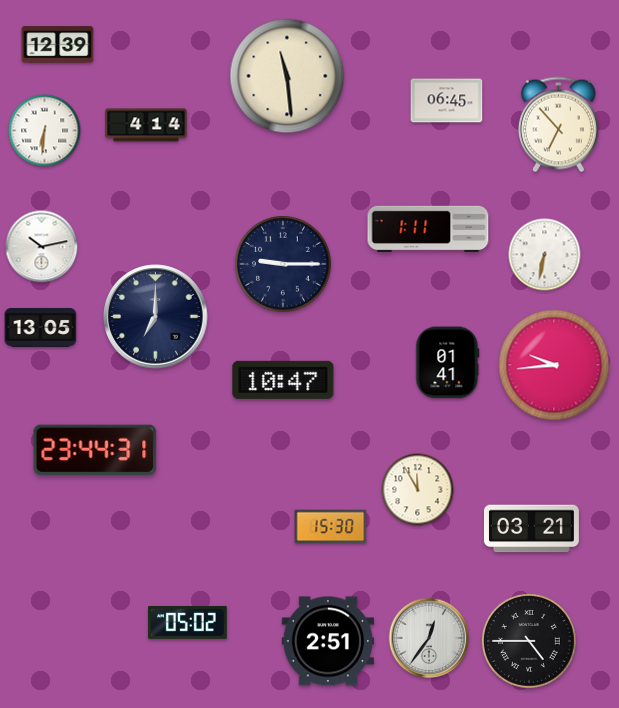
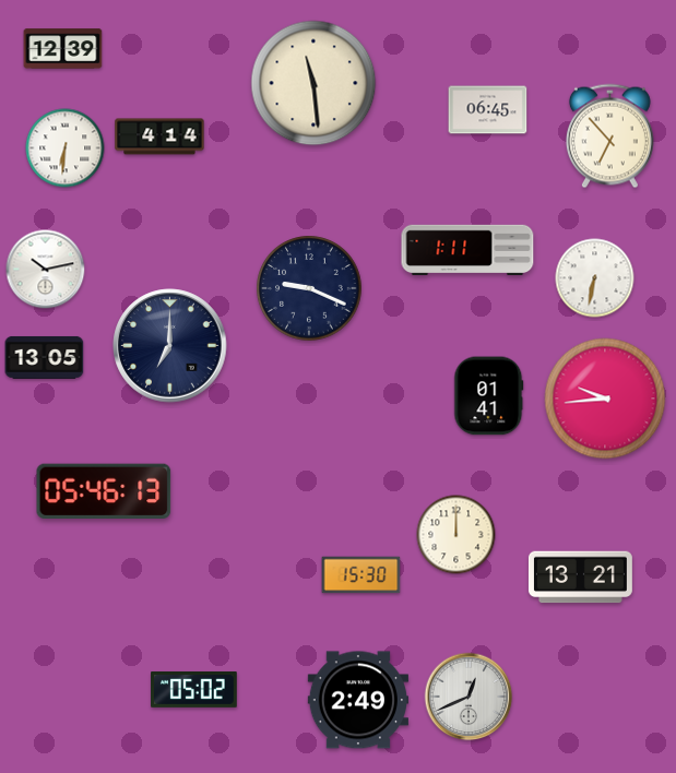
clock at (45, 131) position: (45, 131) -> (66, 148)
clock at (283, 264): 9:15 -> 9:19
clock at (283, 380): 10:47 -> none
clock at (95, 450): 23:44 -> 05:46
clock at (418, 490): 11:55 -> 12:00
clock at (531, 529): 03:21 -> 13:21
clock at (188, 623) position: (188, 623) -> (194, 690)
clock at (429, 638): 12:36 -> 12:41
clock at (327, 641): 2:51 -> 2:49
clock at (530, 642): 4:45 -> none
